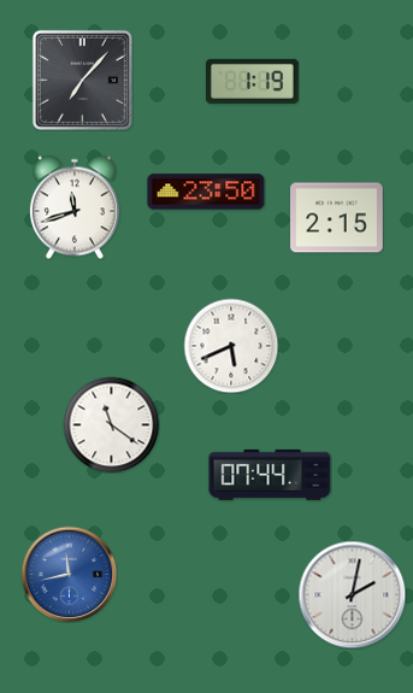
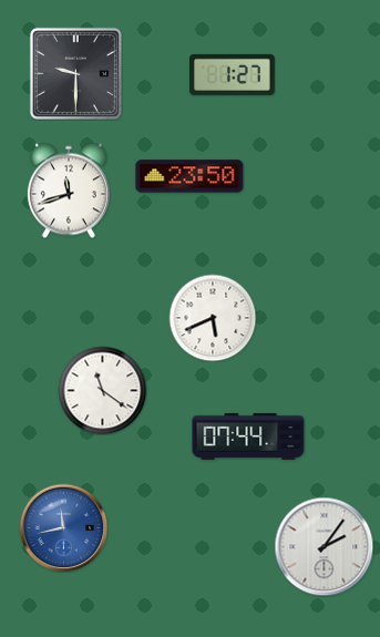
clock at (82, 80): 7:07 -> 9:30
clock at (253, 81): 1:19 -> 1:27
clock at (337, 218): 2:15 -> none
clock at (352, 594): 2:02 -> 2:06
